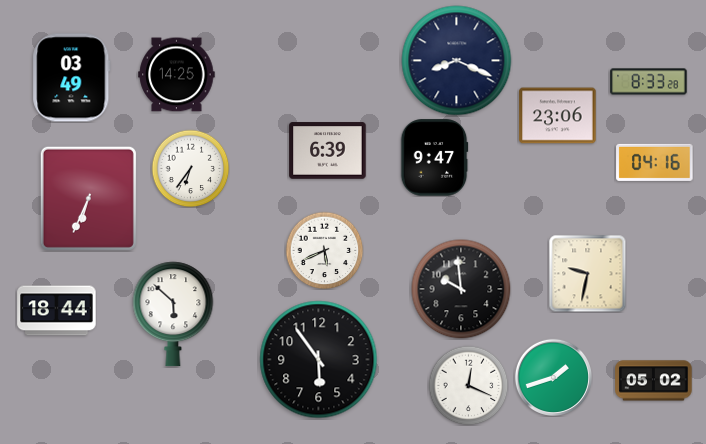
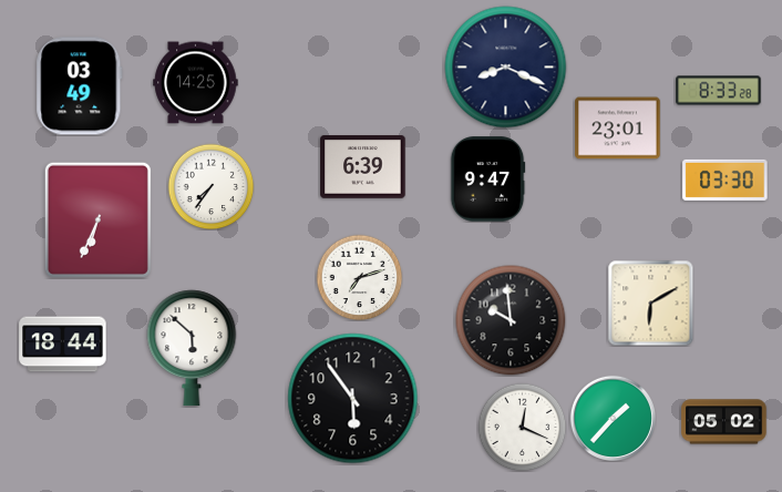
clock at (558, 116): 23:06 -> 23:01
clock at (434, 158) position: (434, 158) -> (487, 180)
clock at (655, 162): 04:16 -> 03:30
clock at (190, 168): 6:36 -> 7:36
clock at (324, 250): 5:41 -> 7:12
clock at (587, 273): 9:32 -> 6:10
clock at (553, 377): 1:42 -> 1:37
clock at (468, 385) position: (468, 385) -> (522, 427)
